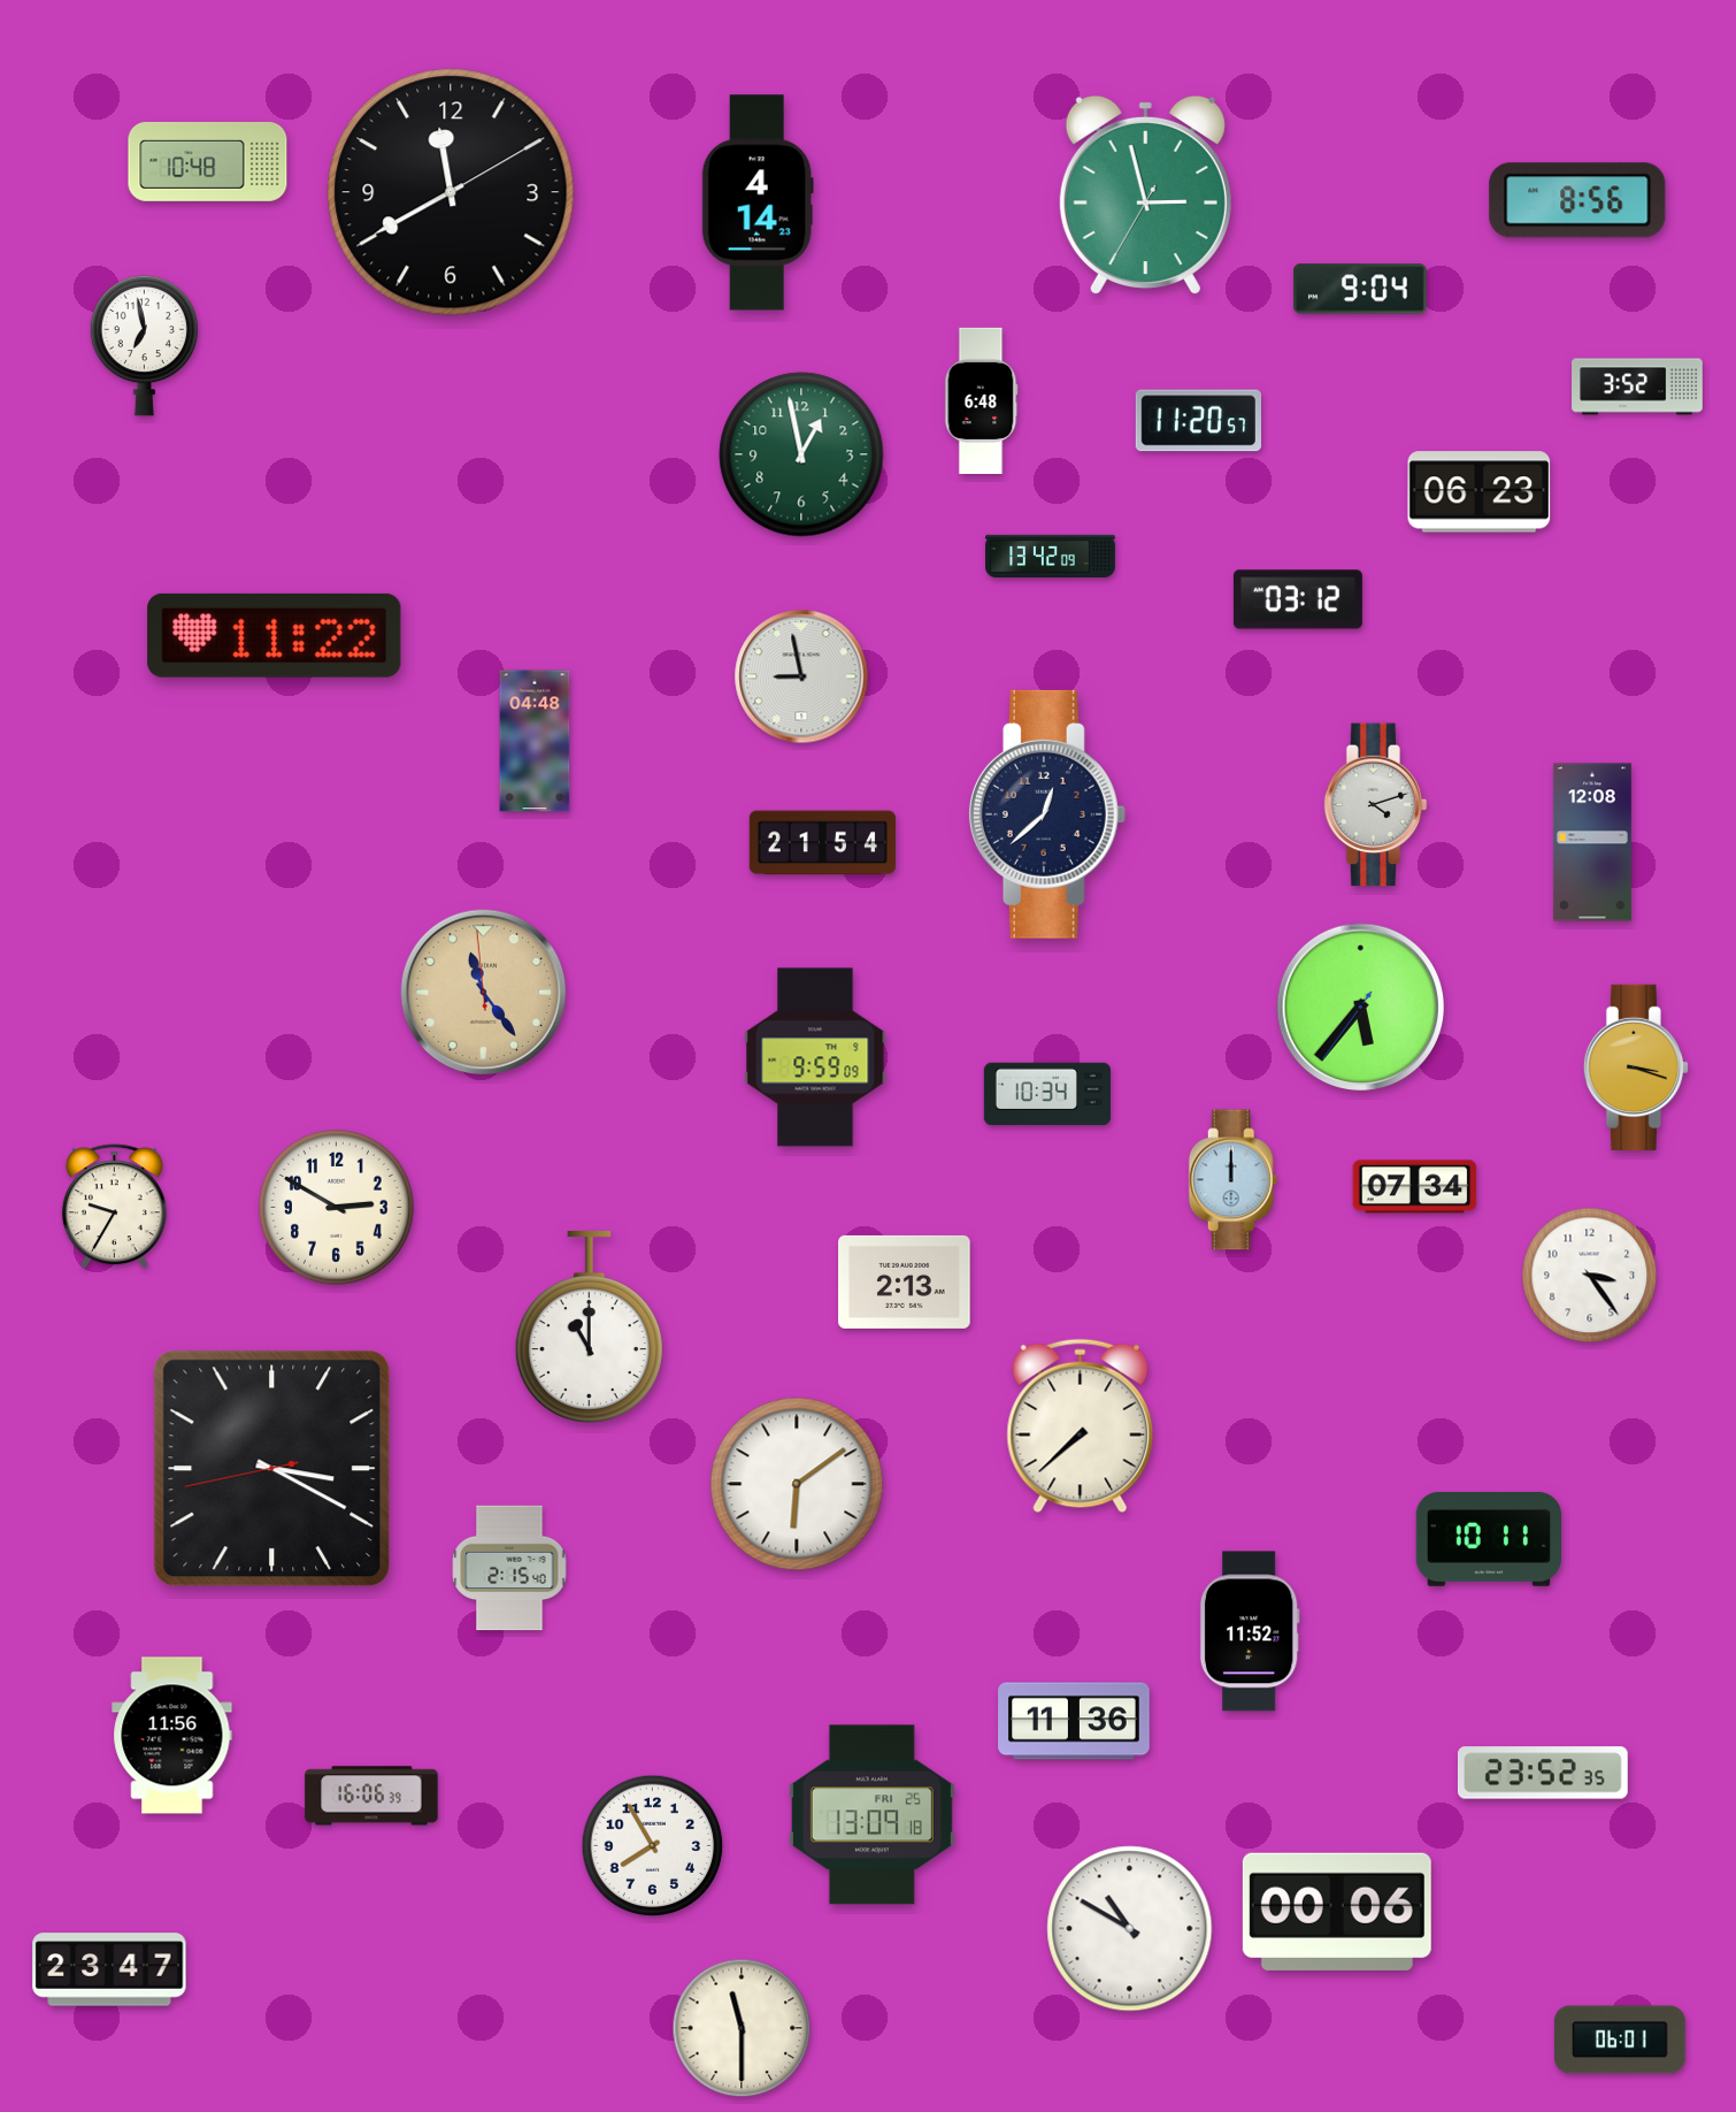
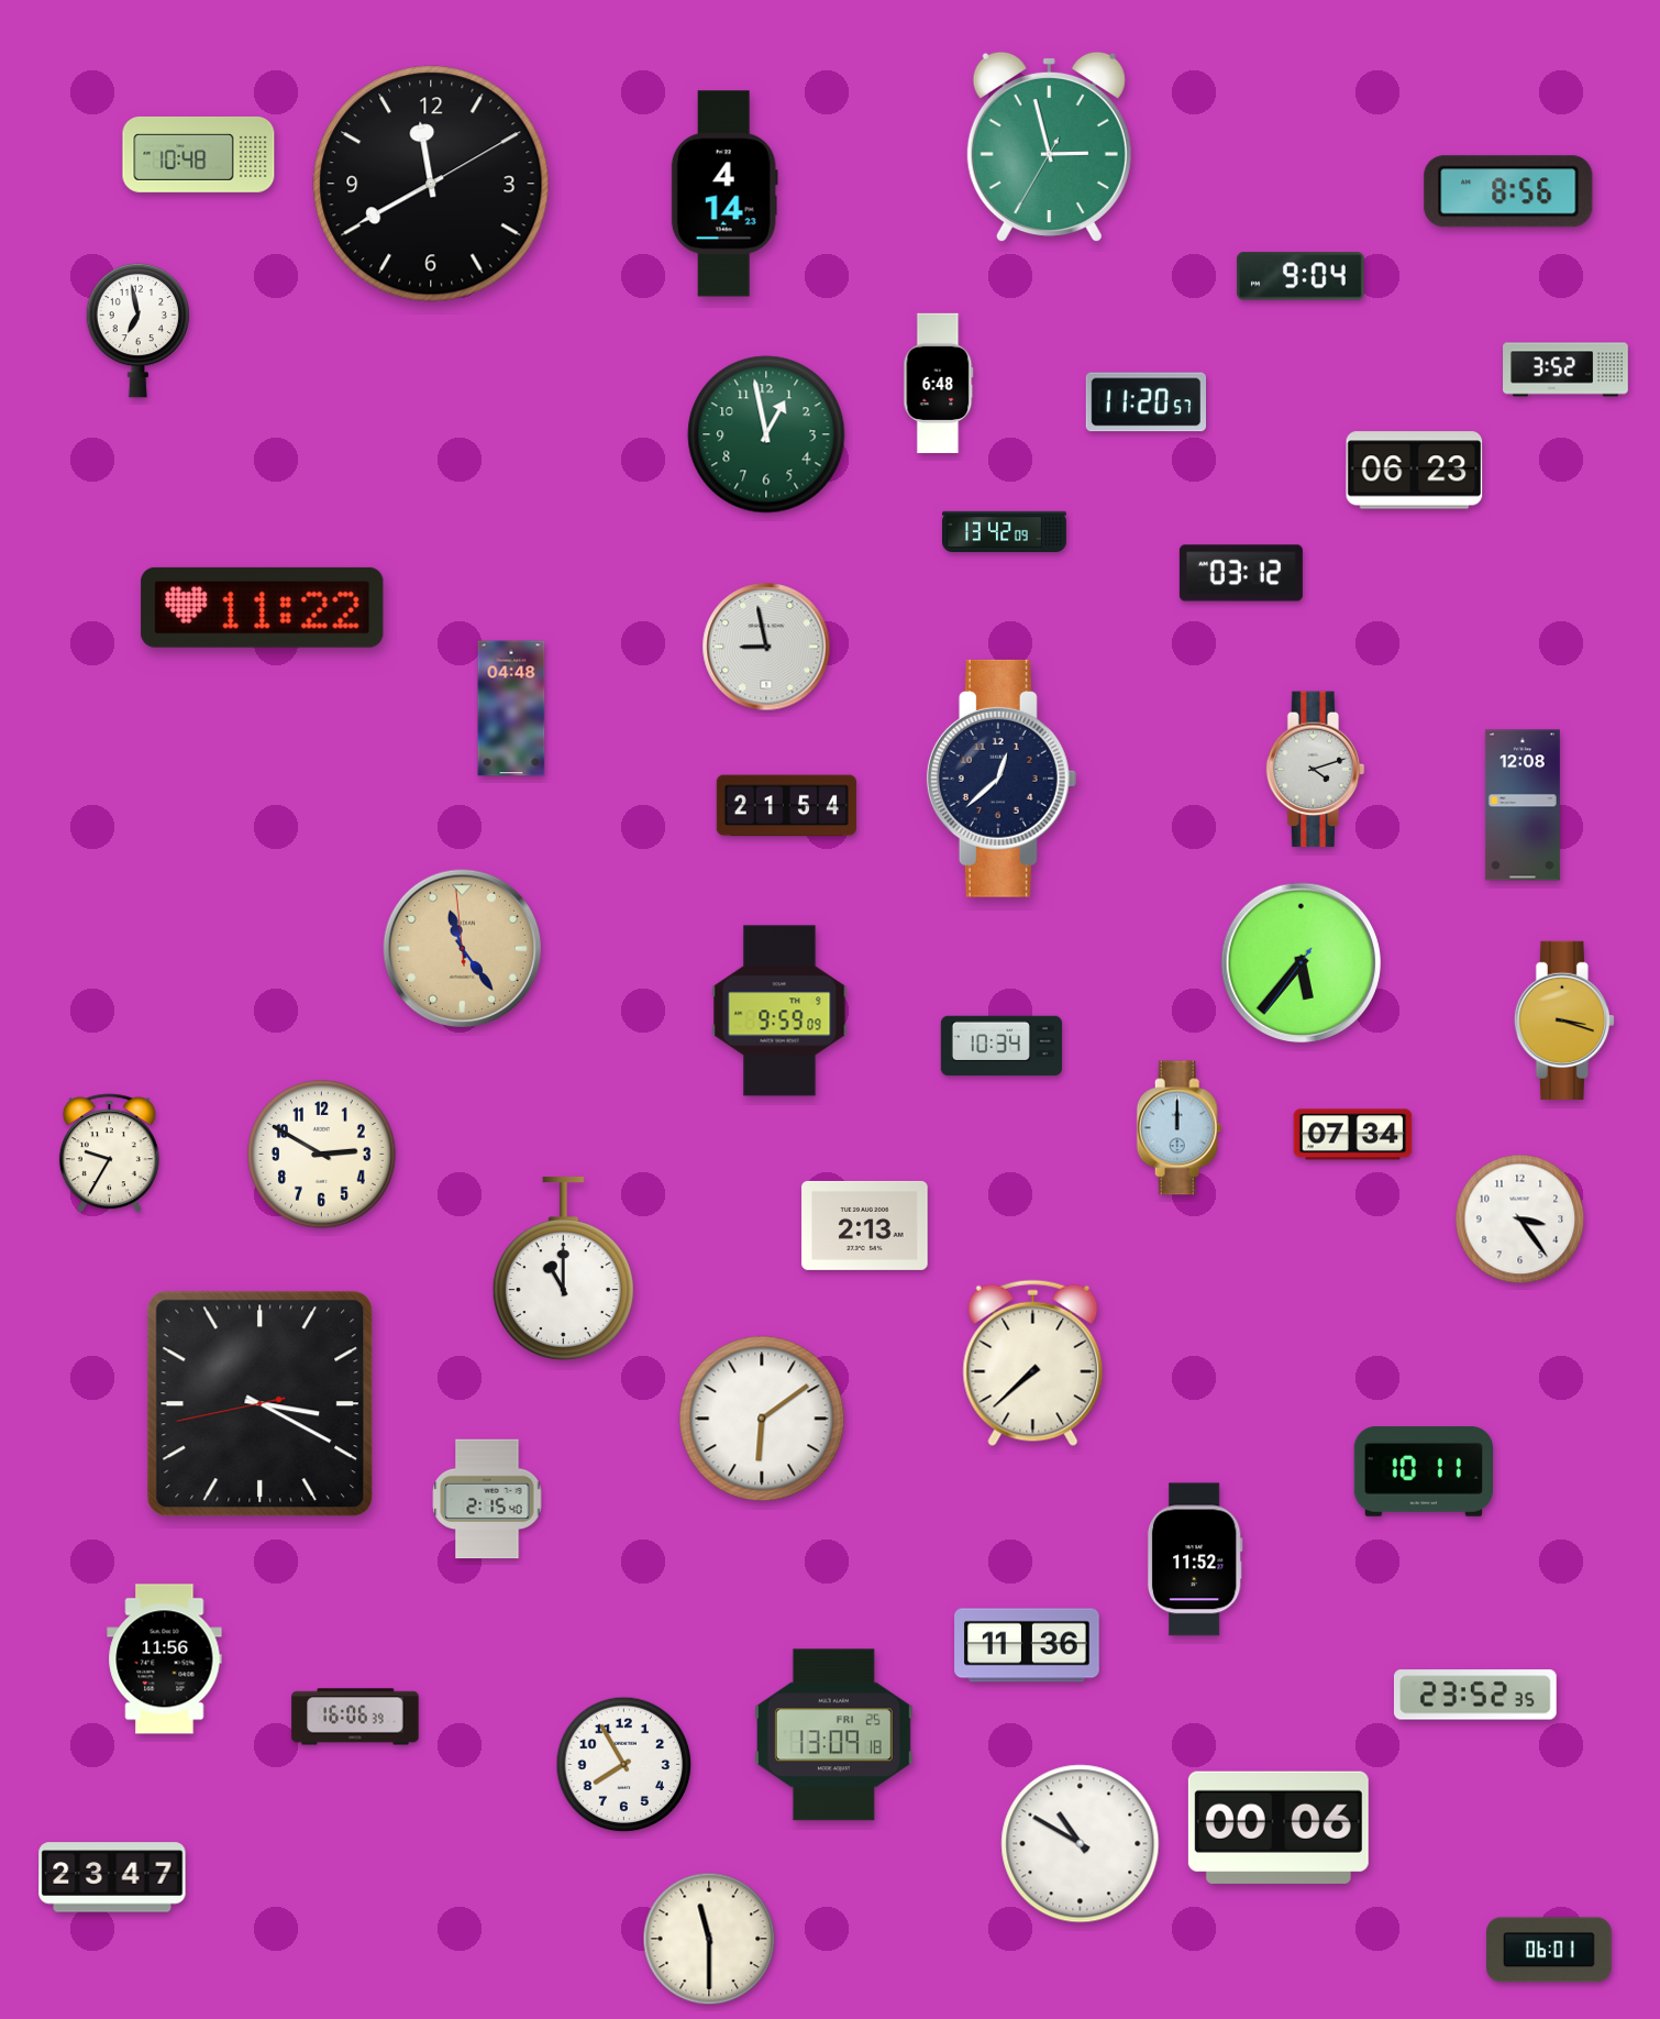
clock at (1145, 196) position: (1145, 196) -> (1049, 147)
clock at (109, 1969) position: (109, 1969) -> (112, 1877)
